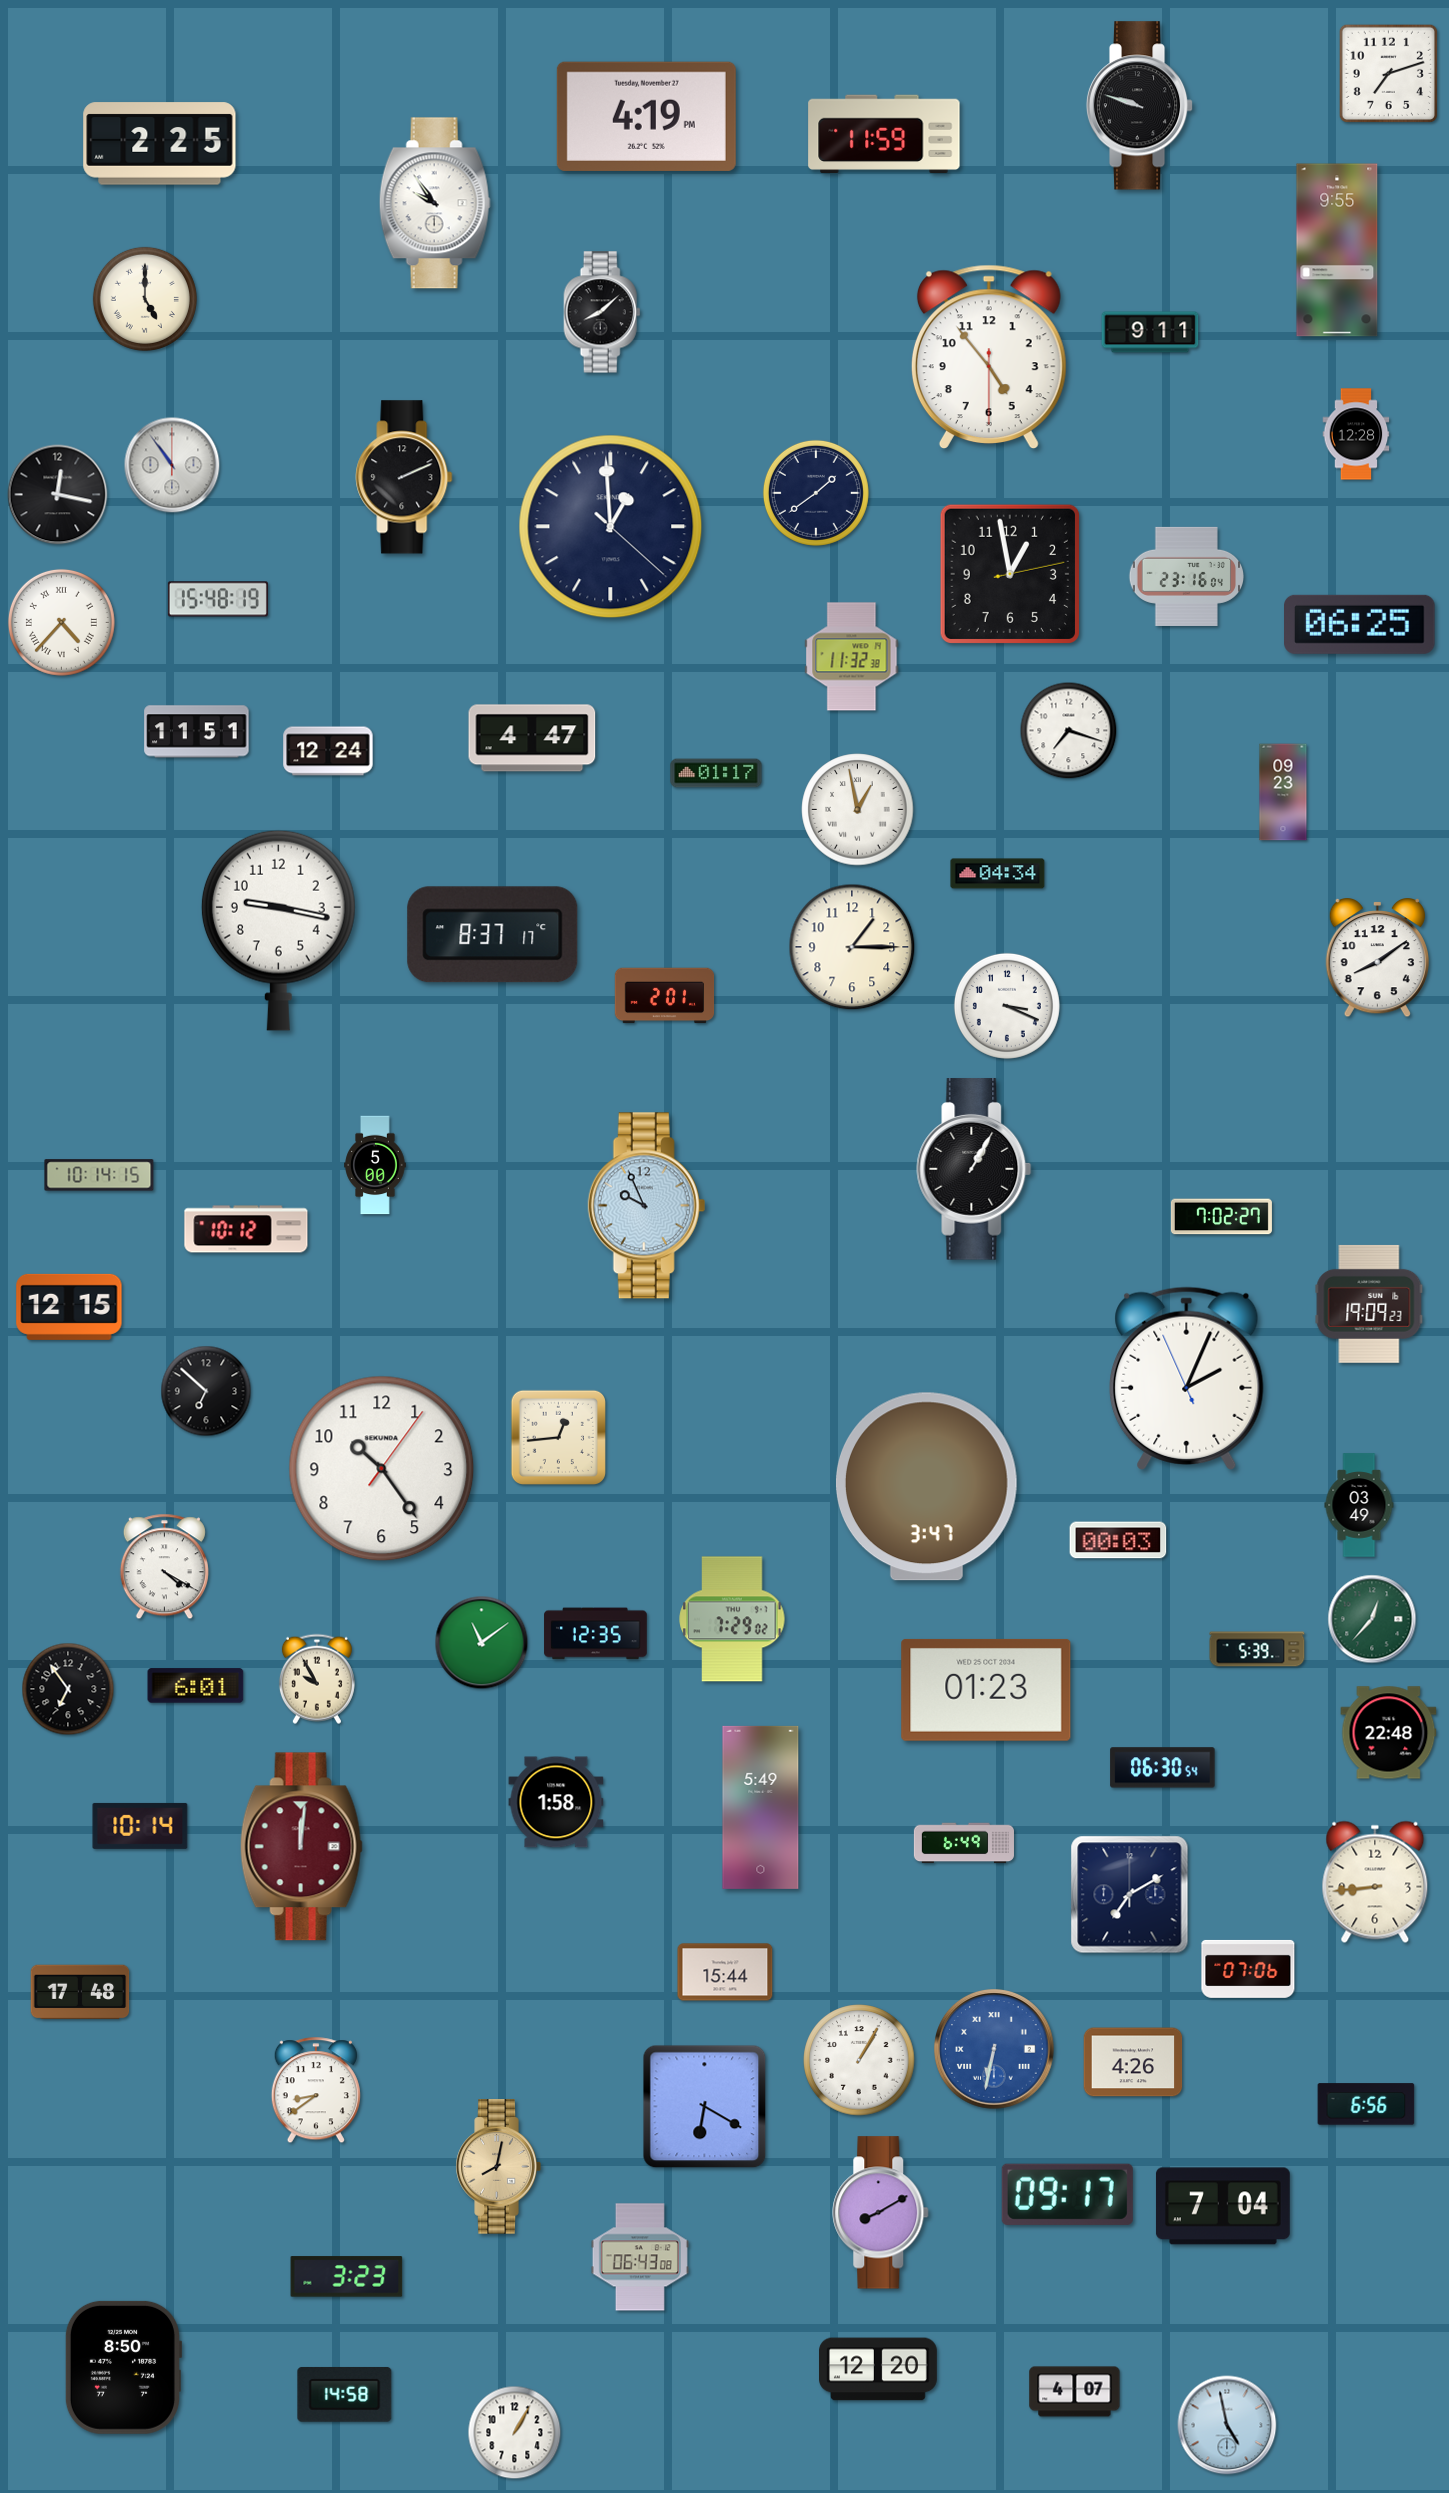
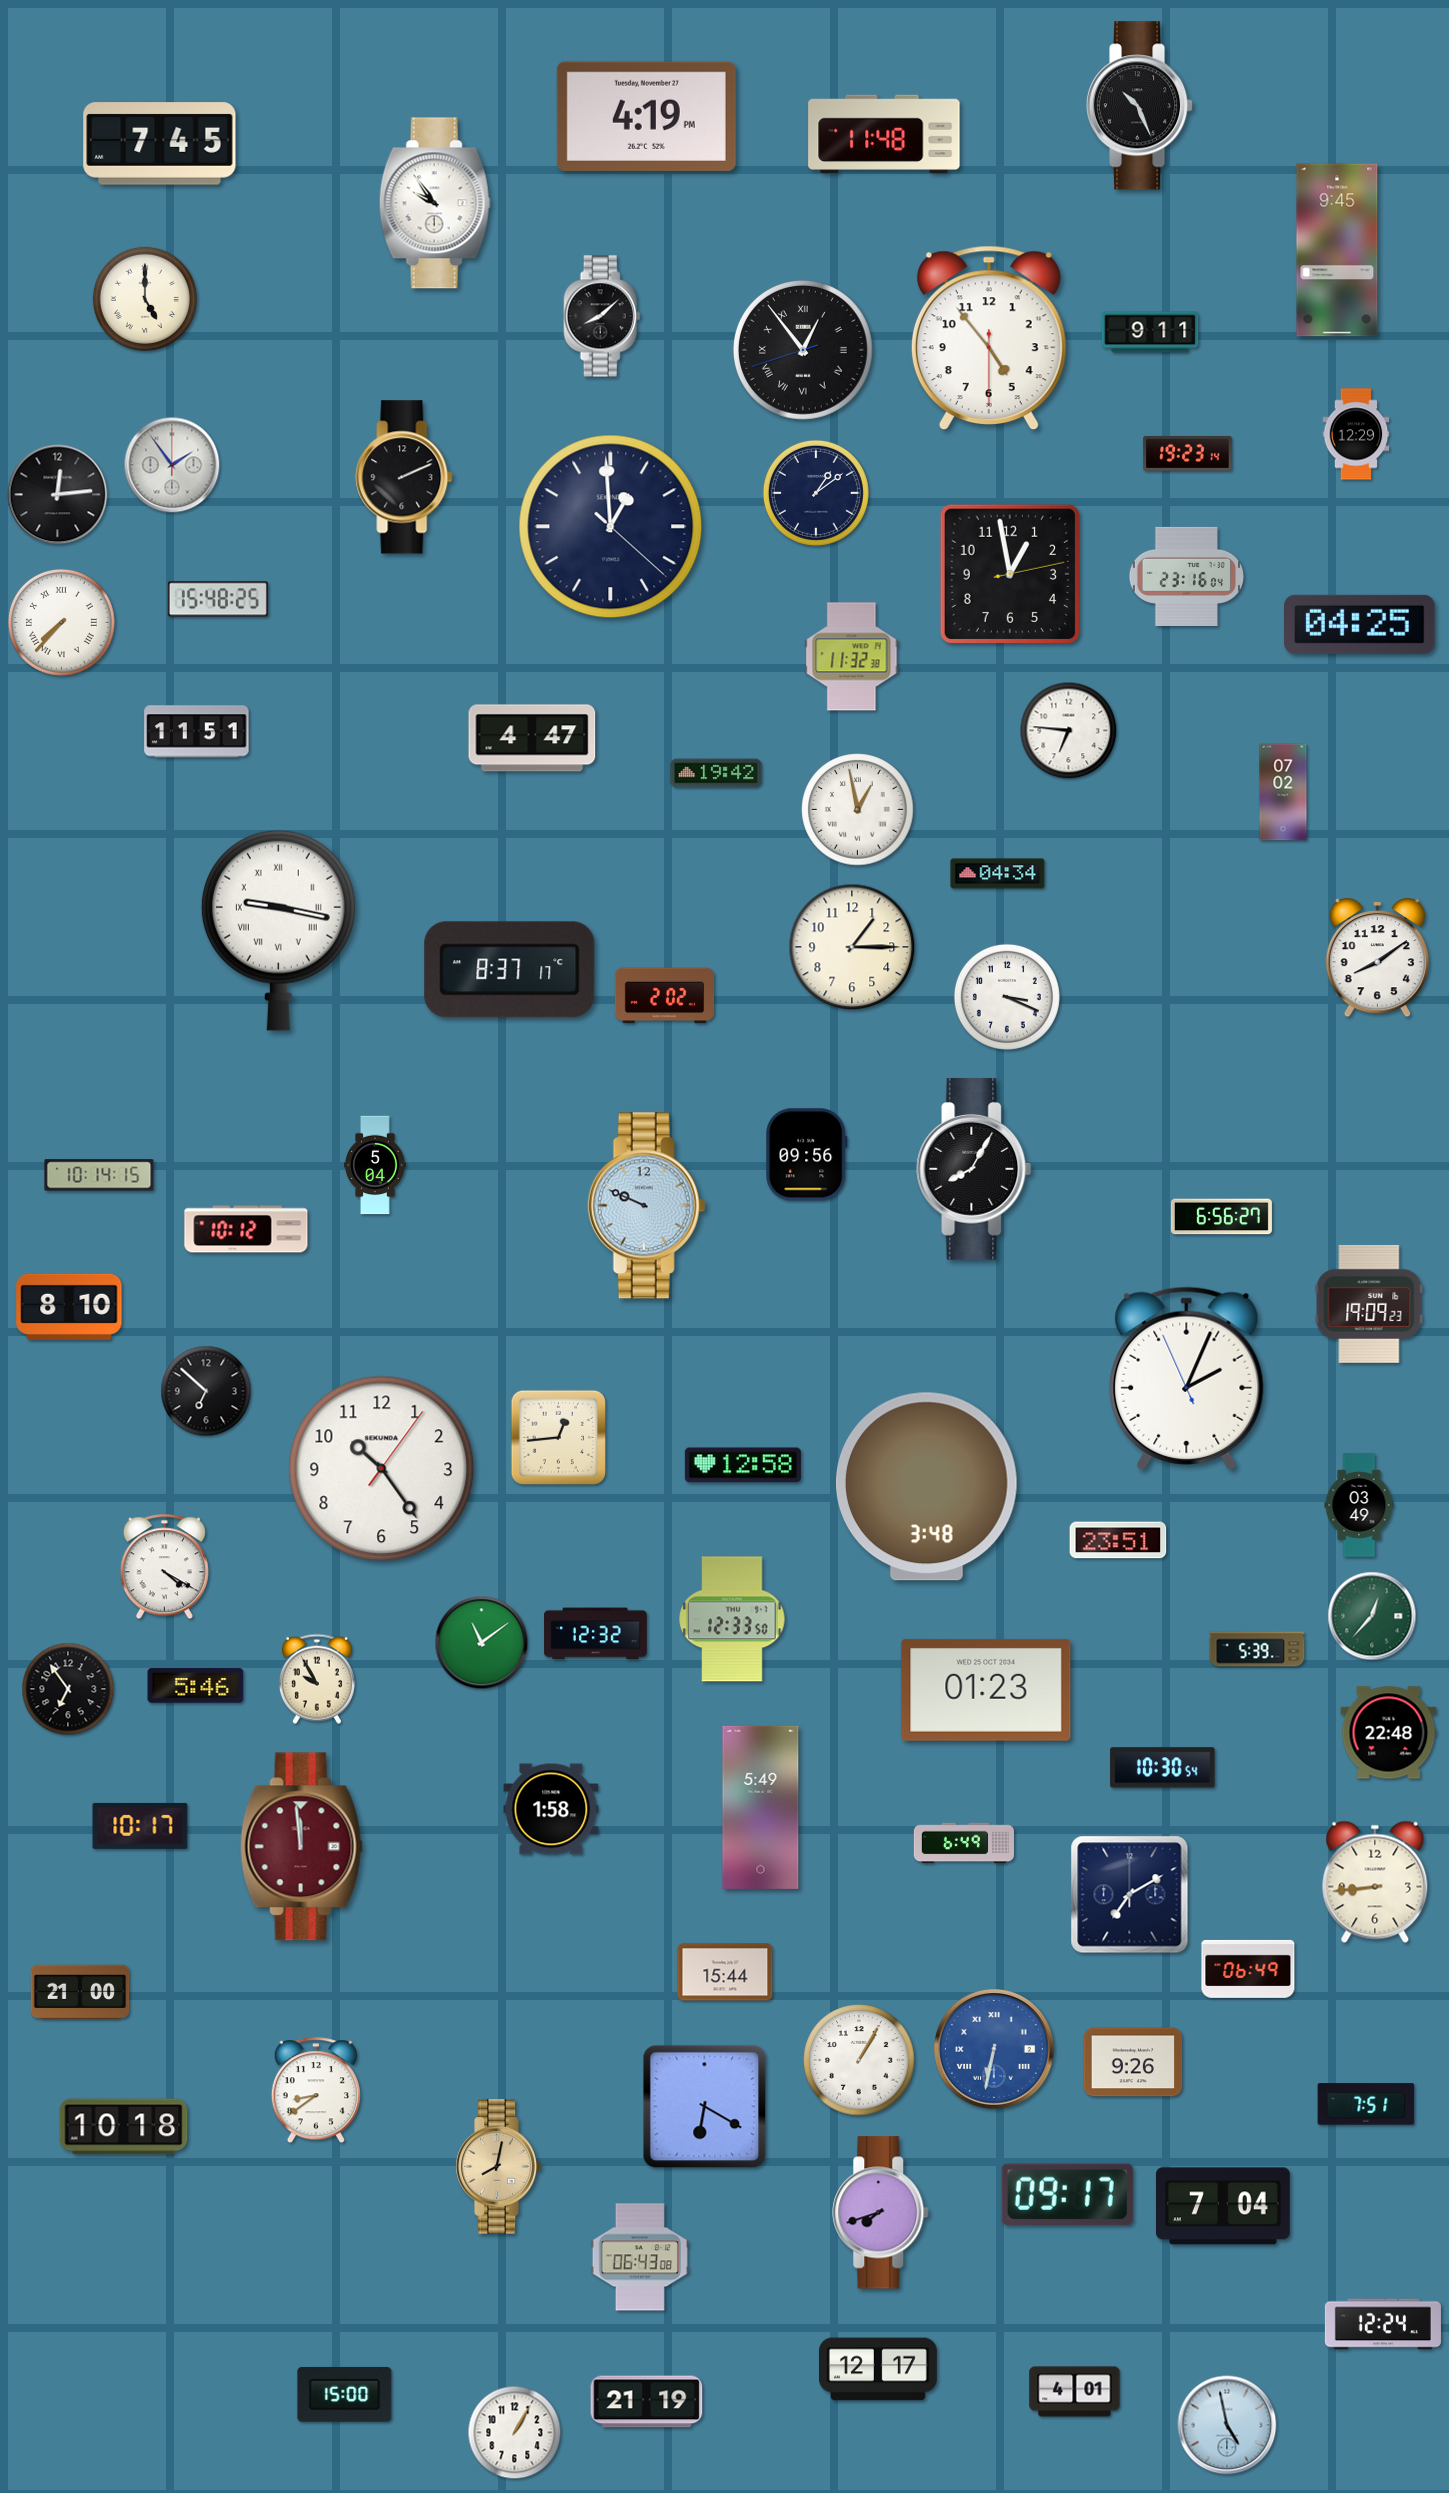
clock at (1388, 73): 7:12 -> none
clock at (1140, 106): 9:48 -> 10:26
clock at (884, 134): 11:59 -> 11:48
clock at (160, 144): 2:25 -> 7:45
clock at (1337, 250): 9:55 -> 9:45
clock at (602, 312) position: (602, 312) -> (602, 316)
clock at (803, 350): none -> 12:53
clock at (989, 357) position: (989, 357) -> (989, 338)
clock at (1356, 434): 12:28 -> 12:29
clock at (1188, 453): none -> 19:23
clock at (172, 465): 10:54 -> 1:54
clock at (816, 493): 1:39 -> 1:09
clock at (58, 495): 12:17 -> 12:14
clock at (218, 599): 15:48:19 -> 15:48:25
clock at (61, 622): 4:37 -> 7:37
clock at (1360, 624): 06:25 -> 04:25
clock at (1069, 731): 7:18 -> 6:46
clock at (328, 751): 12:24 -> none
clock at (716, 773): 01:17 -> 19:42
clock at (1283, 792): 09:23 -> 07:02
clock at (278, 930) numerals: Arabic -> Roman
clock at (493, 935) position: (493, 935) -> (510, 970)
clock at (665, 996): 2:01 -> 2:02
clock at (1007, 1006) position: (1007, 1006) -> (1007, 997)
clock at (807, 1155): none -> 09:56
clock at (375, 1165): 5:00 -> 5:04
clock at (974, 1169): 1:05 -> 8:05
clock at (647, 1206): 9:56 -> 9:49
clock at (1221, 1217): 7:02 -> 6:56
clock at (69, 1307): 12:15 -> 8:10
clock at (743, 1465): none -> 12:58
clock at (926, 1487): 3:47 -> 3:48
clock at (1118, 1540): 00:03 -> 23:51
clock at (732, 1619): 7:29 -> 12:33
clock at (1372, 1619) position: (1372, 1619) -> (1372, 1616)
clock at (596, 1634): 12:35 -> 12:32
clock at (196, 1686): 6:01 -> 5:46
clock at (1163, 1768): 06:30 -> 10:30
clock at (556, 1802) position: (556, 1802) -> (551, 1809)
clock at (140, 1826): 10:14 -> 10:17
clock at (301, 1847): 12:01 -> 11:59
clock at (1248, 1969): 07:06 -> 06:49
clock at (80, 1992): 17:48 -> 21:00
clock at (1133, 2062): 4:26 -> 9:26
clock at (1366, 2104): 6:56 -> 7:51
clock at (124, 2127): none -> 10:18
clock at (881, 2213): 8:10 -> 7:42
clock at (347, 2277): 3:23 -> none
clock at (1383, 2324): none -> 12:24
clock at (123, 2367): 8:50 -> none
clock at (879, 2369): 12:20 -> 12:17
clock at (1075, 2392): 4:07 -> 4:01
clock at (345, 2394): 14:58 -> 15:00
clock at (647, 2402): none -> 21:19
